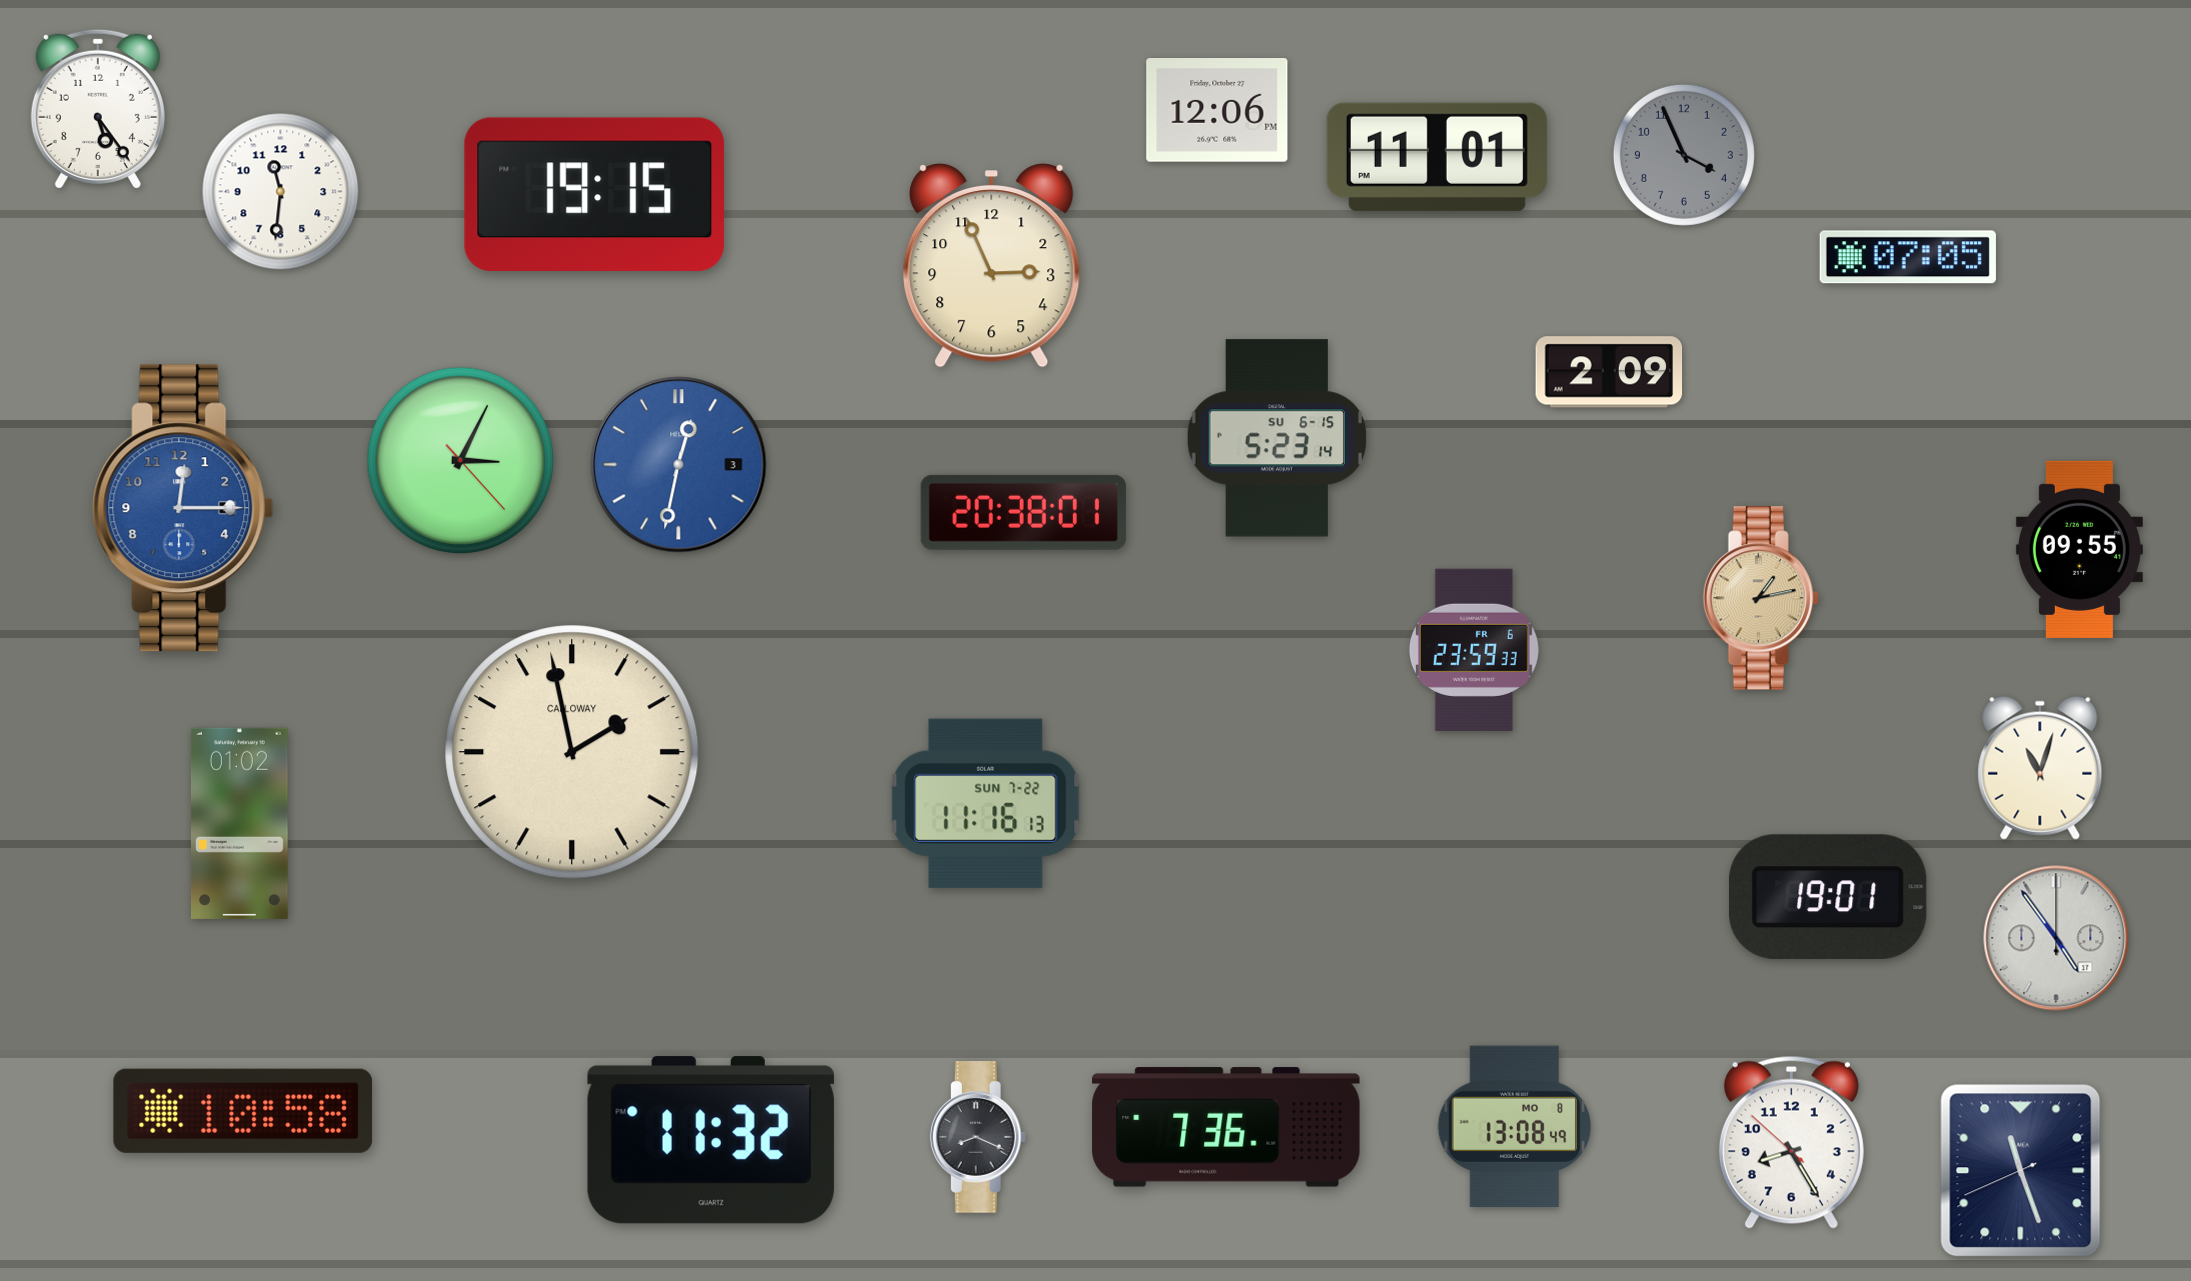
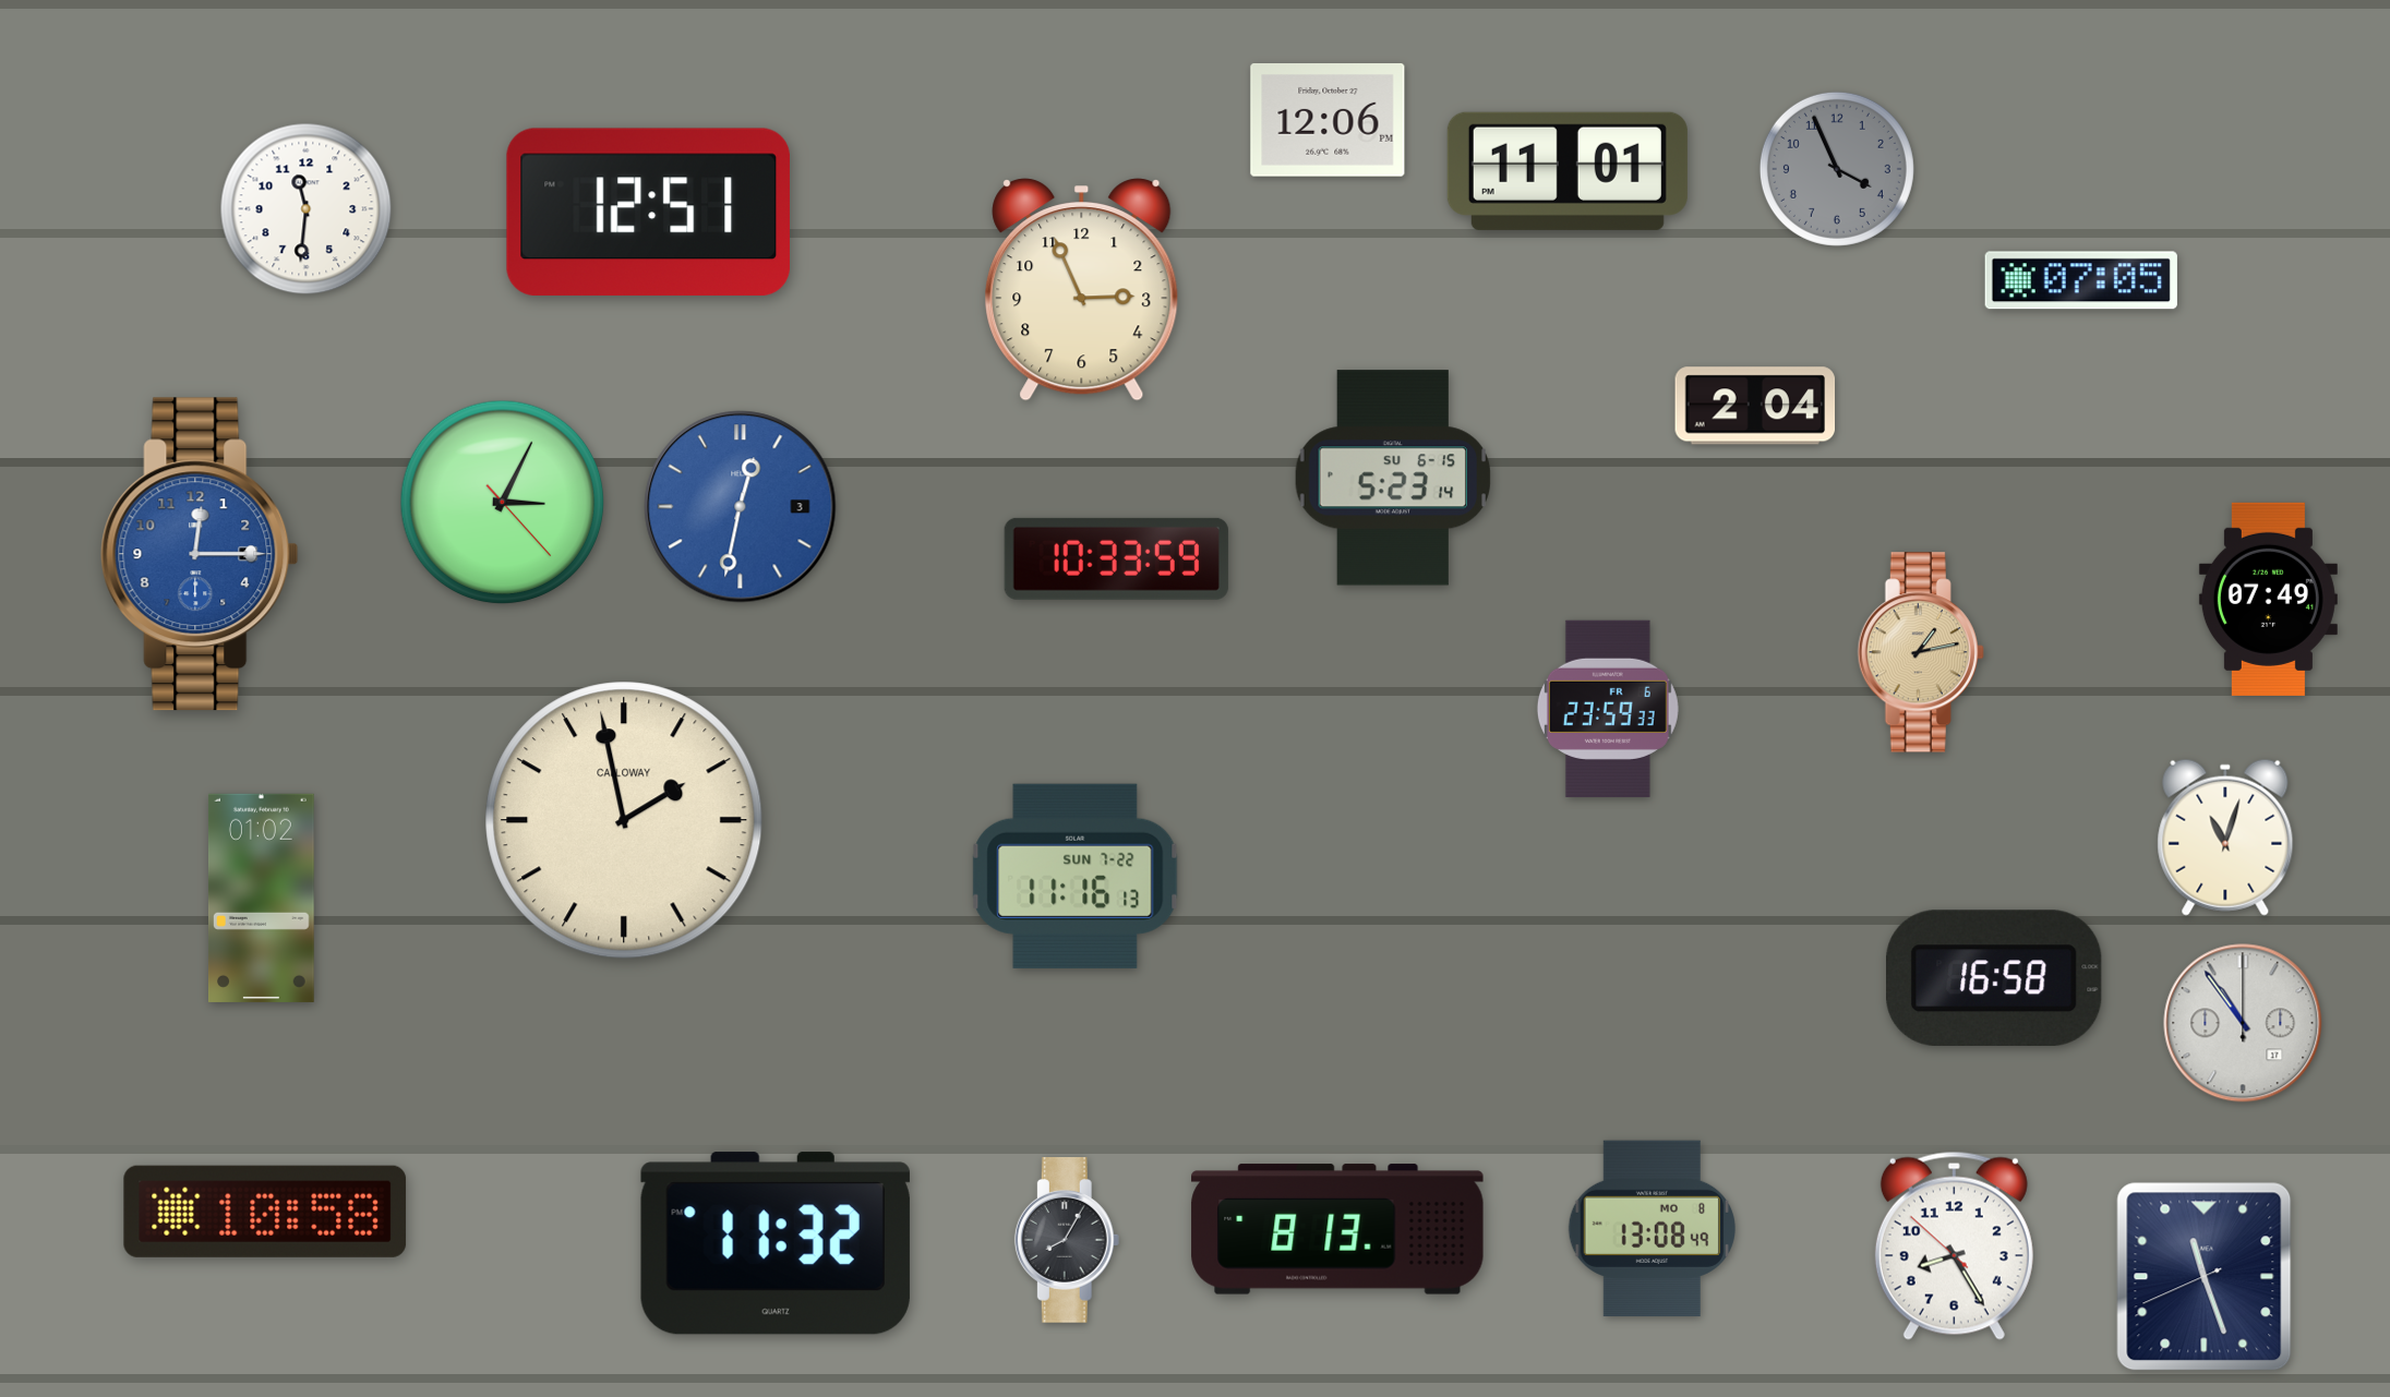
clock at (98, 109): 5:24 -> none
clock at (594, 194): 19:15 -> 12:51
clock at (1609, 372): 2:09 -> 2:04
clock at (1023, 512): 20:38 -> 10:33
clock at (2079, 549): 09:55 -> 07:49
clock at (1829, 897): 19:01 -> 16:58
clock at (2056, 938): 4:54 -> 10:54
clock at (1226, 1127): 7:36 -> 8:13
clock at (978, 1138): 8:19 -> 8:05
